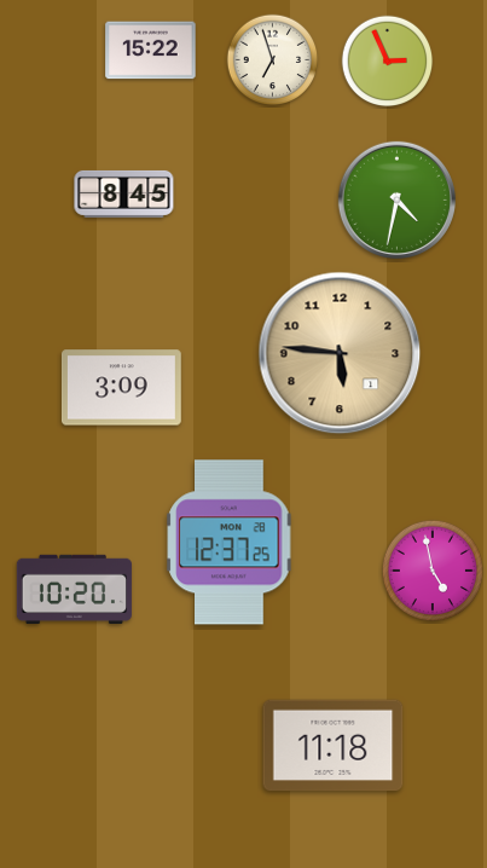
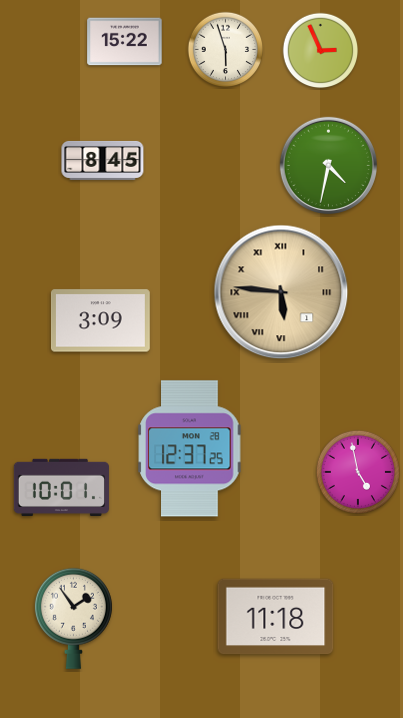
clock at (273, 60): 6:57 -> 5:57
clock at (340, 353) numerals: Arabic -> Roman
clock at (74, 589): 10:20 -> 10:01
clock at (73, 618): none -> 1:54
